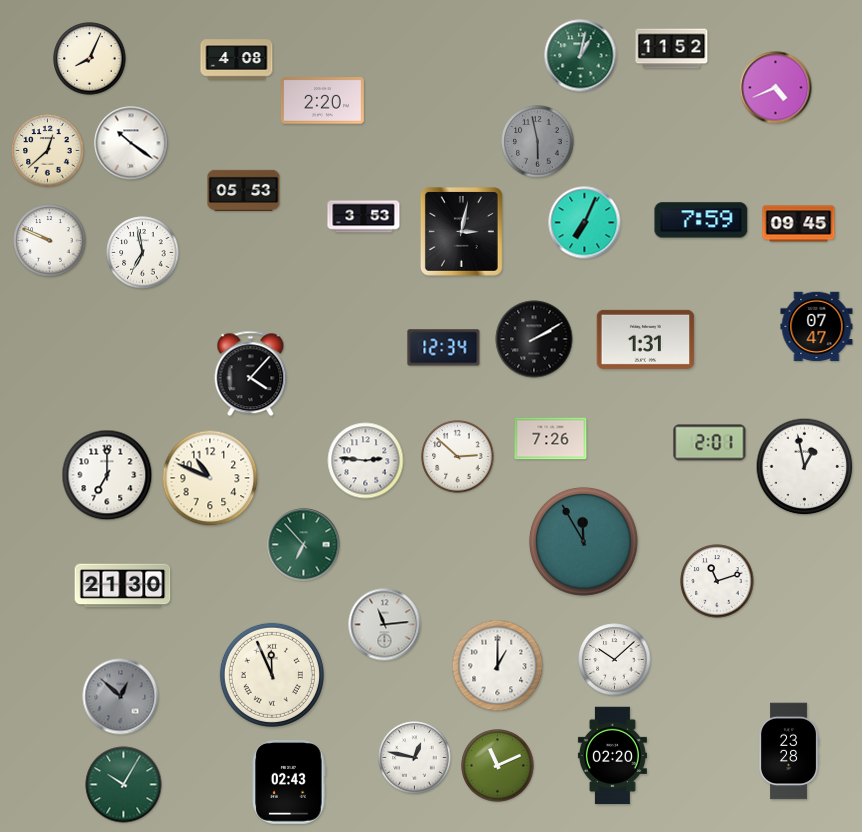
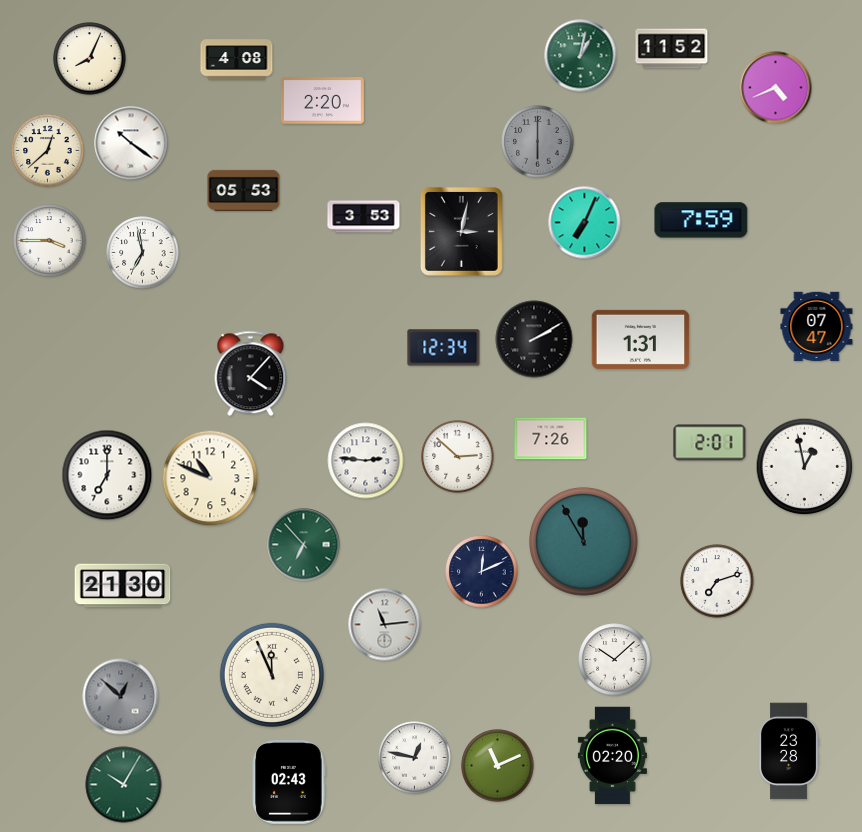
clock at (538, 142): 5:58 -> 6:00
clock at (799, 224): 09:45 -> none
clock at (50, 241): 9:49 -> 3:45
clock at (646, 339) position: (646, 339) -> (641, 339)
clock at (482, 572): none -> 12:11
clock at (717, 581): 11:12 -> 7:12
clock at (498, 666): 1:00 -> none
